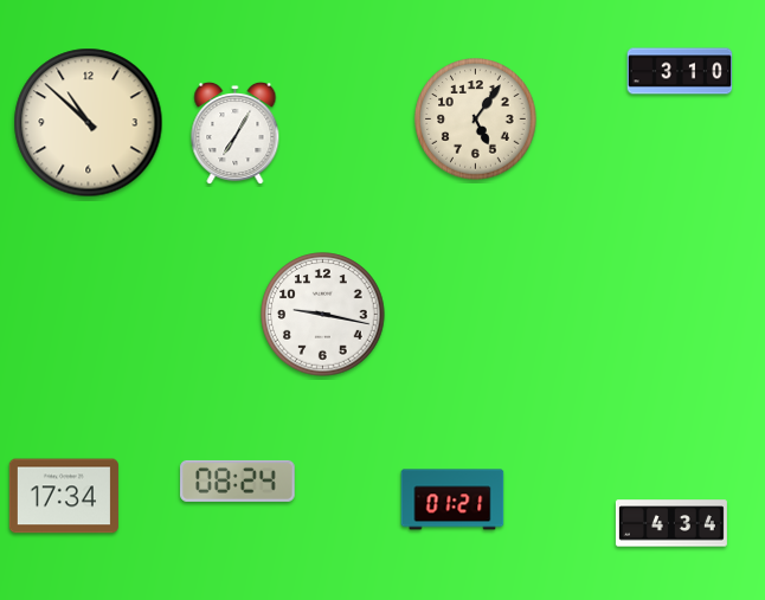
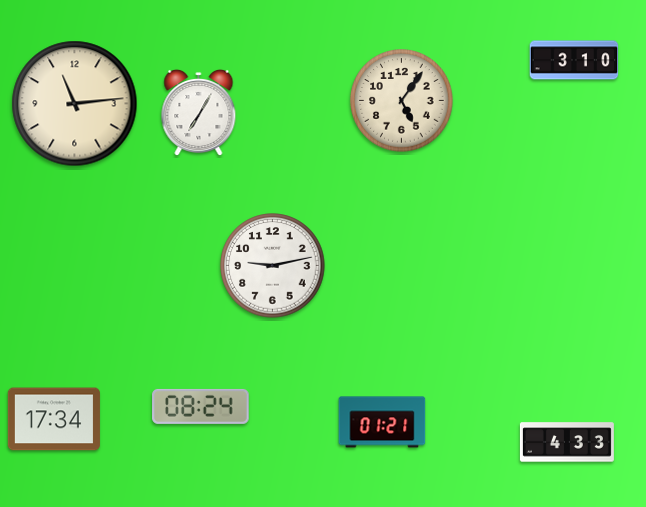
clock at (89, 123): 10:52 -> 11:14
clock at (323, 315): 9:17 -> 9:13
clock at (671, 523): 4:34 -> 4:33
